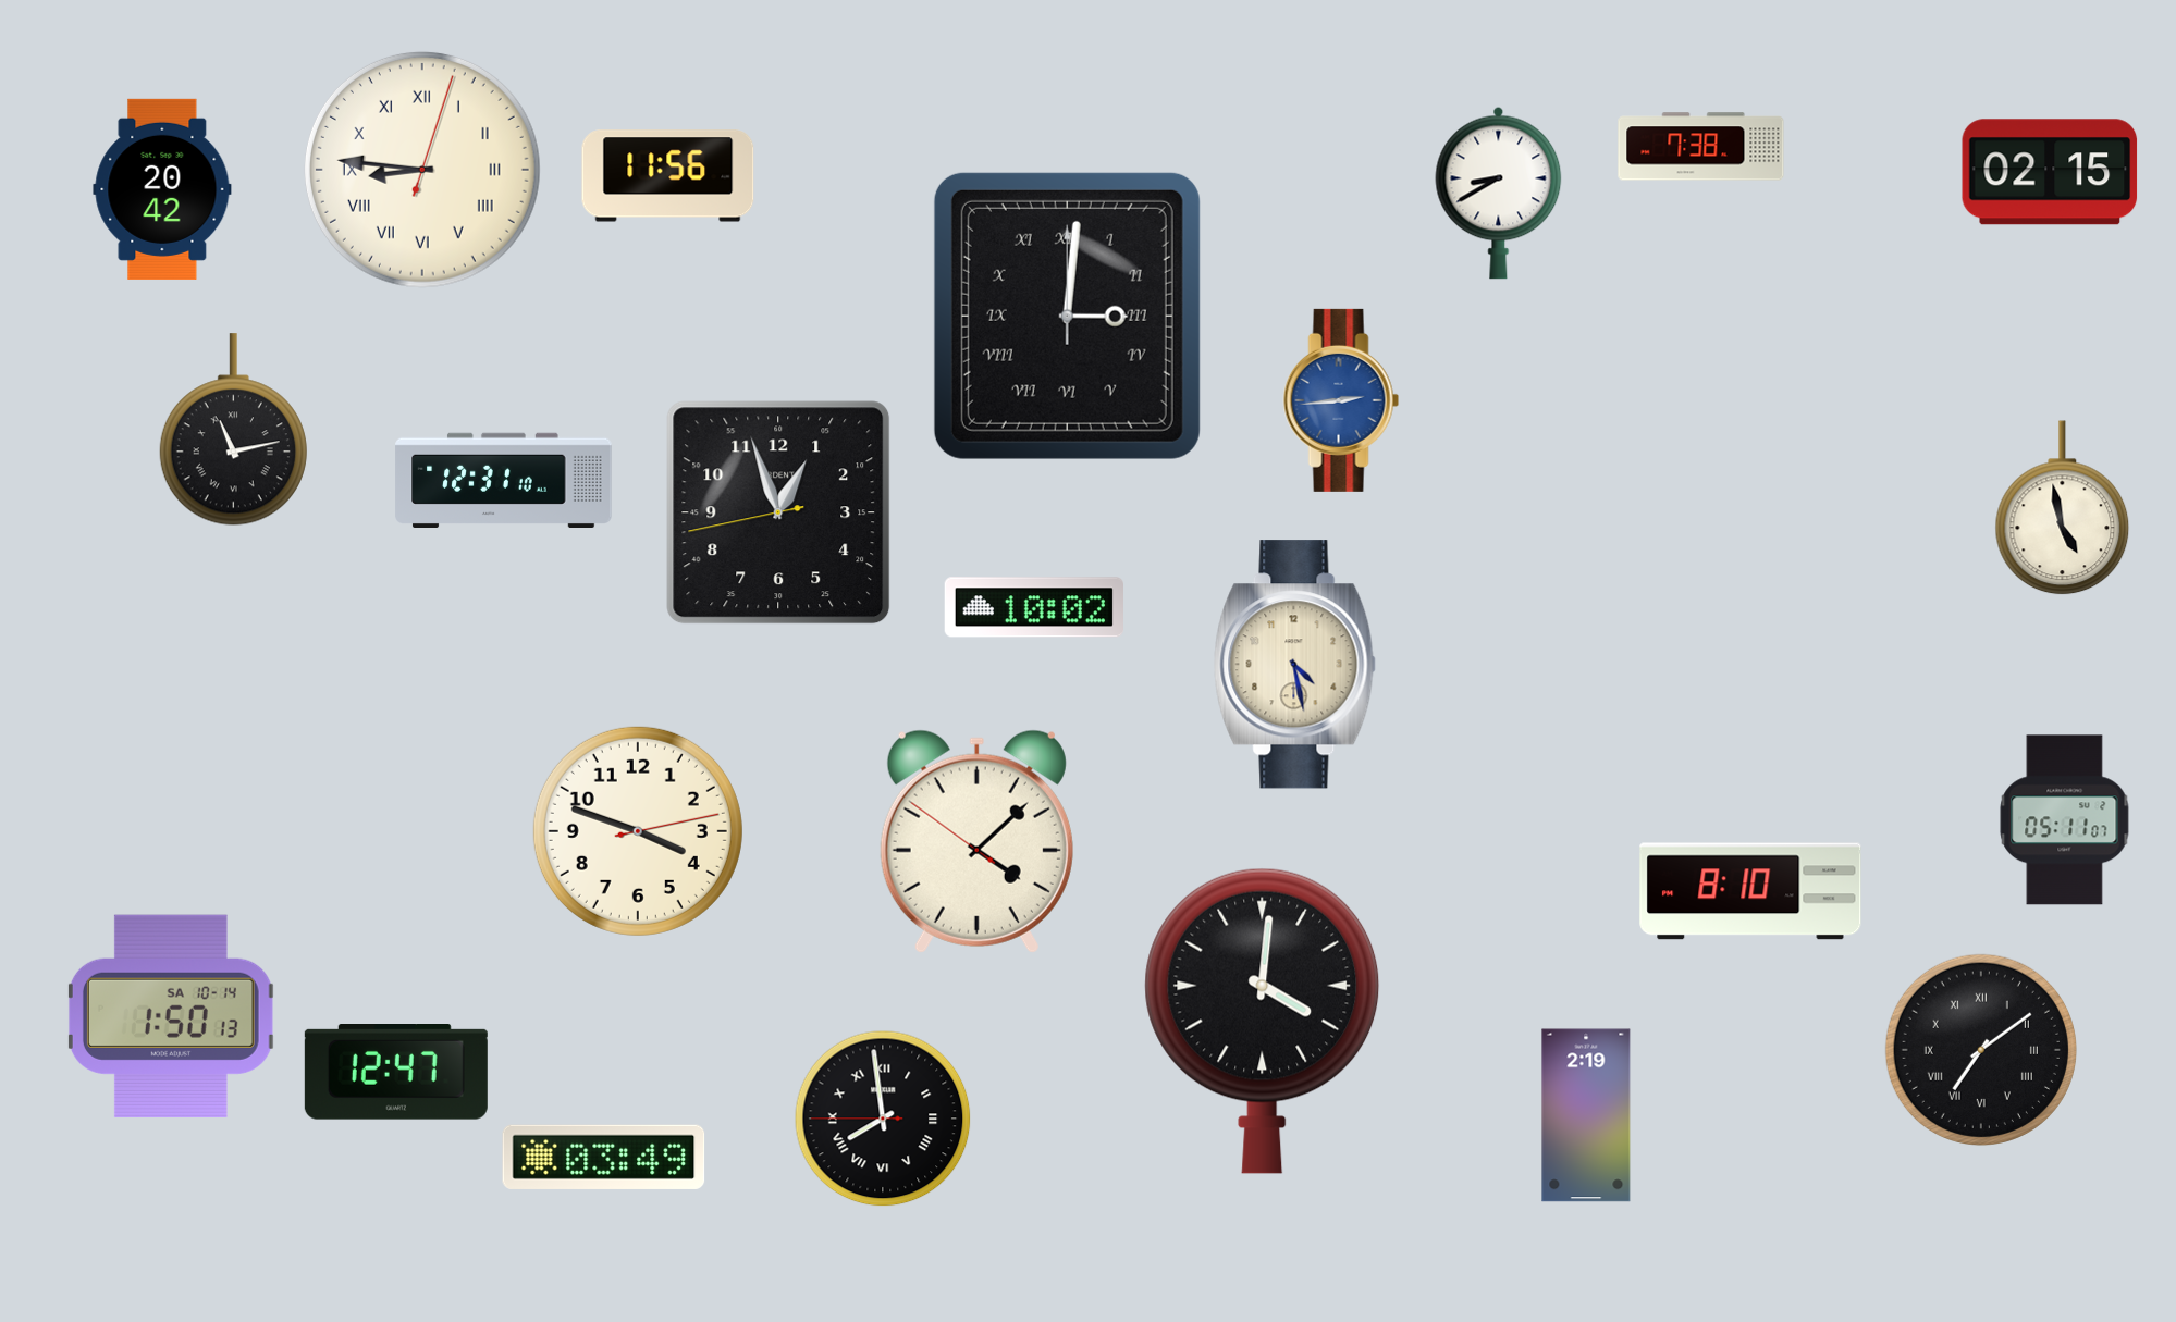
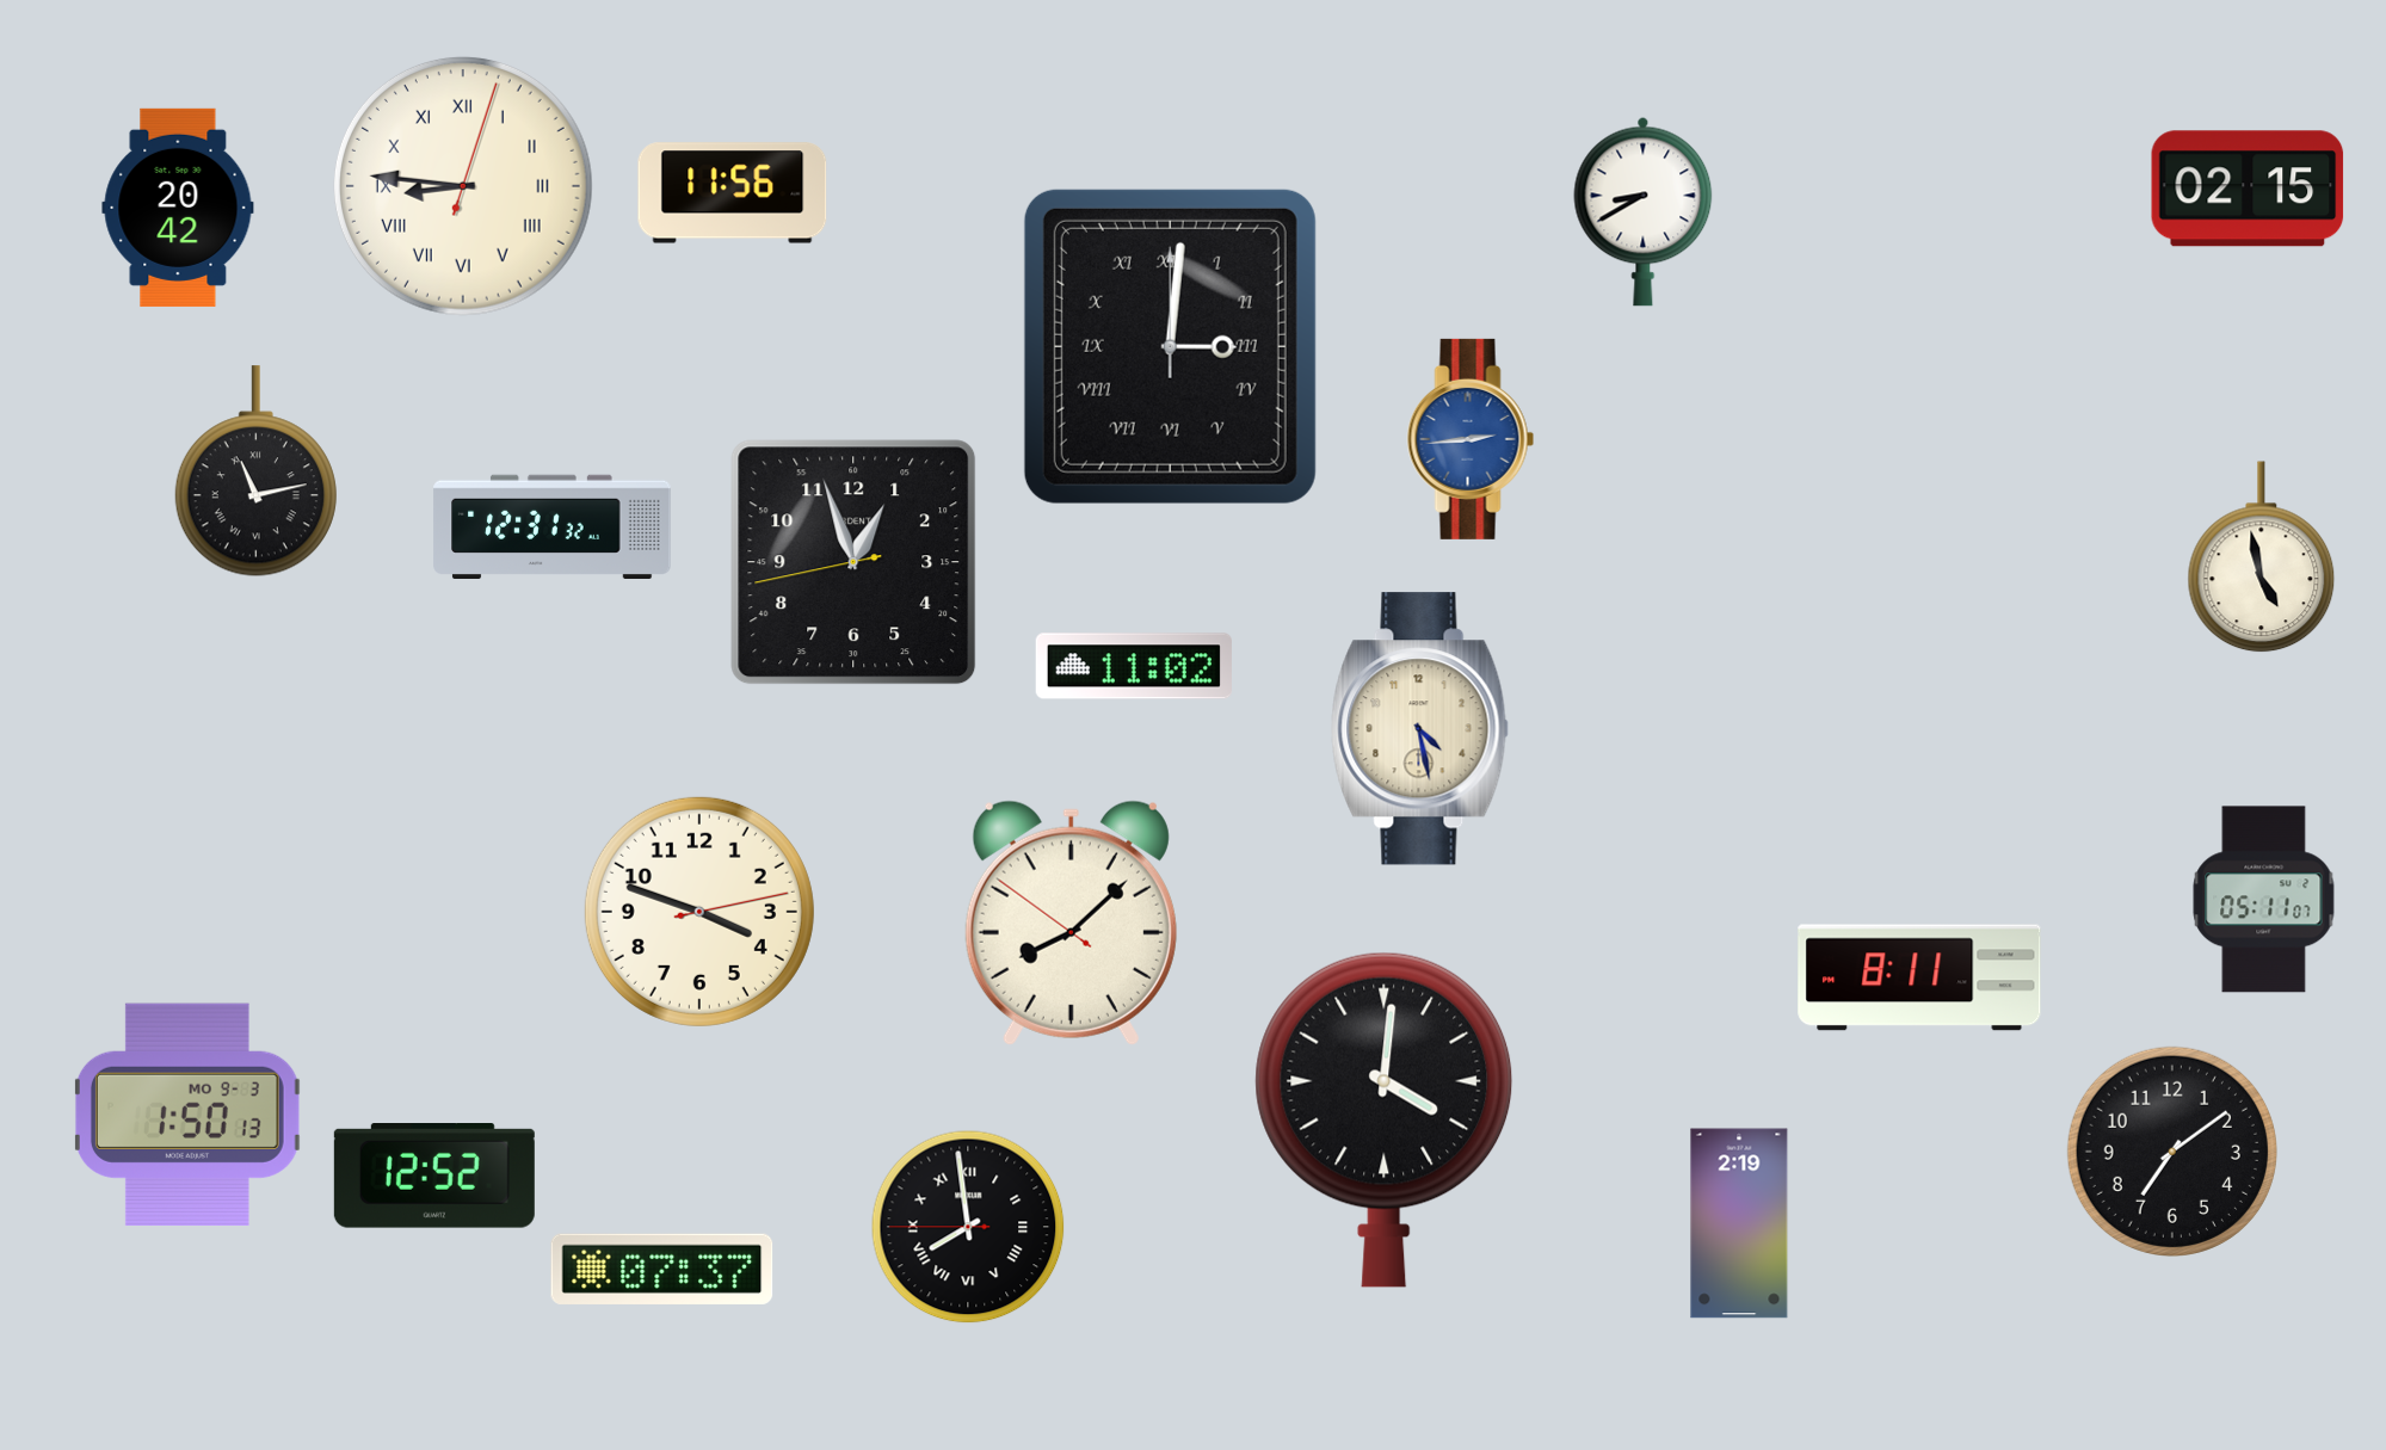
clock at (1701, 147): 7:38 -> none
clock at (504, 480): 12:31:10 -> 12:31:32
clock at (1034, 607): 10:02 -> 11:02
clock at (976, 841): 4:07 -> 8:07
clock at (1750, 891): 8:10 -> 8:11
clock at (171, 1016) date: SA 10-14 -> MO 9-3
clock at (1981, 1050) numerals: Roman -> Arabic
clock at (396, 1073): 12:47 -> 12:52
clock at (604, 1157): 03:49 -> 07:37
